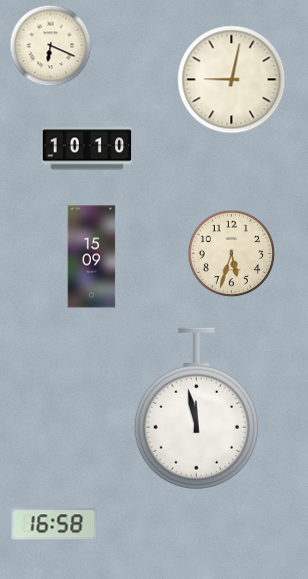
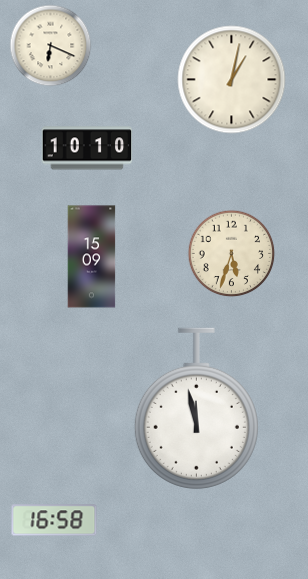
clock at (232, 80): 9:02 -> 1:02
clock at (54, 524) position: (54, 524) -> (54, 520)
